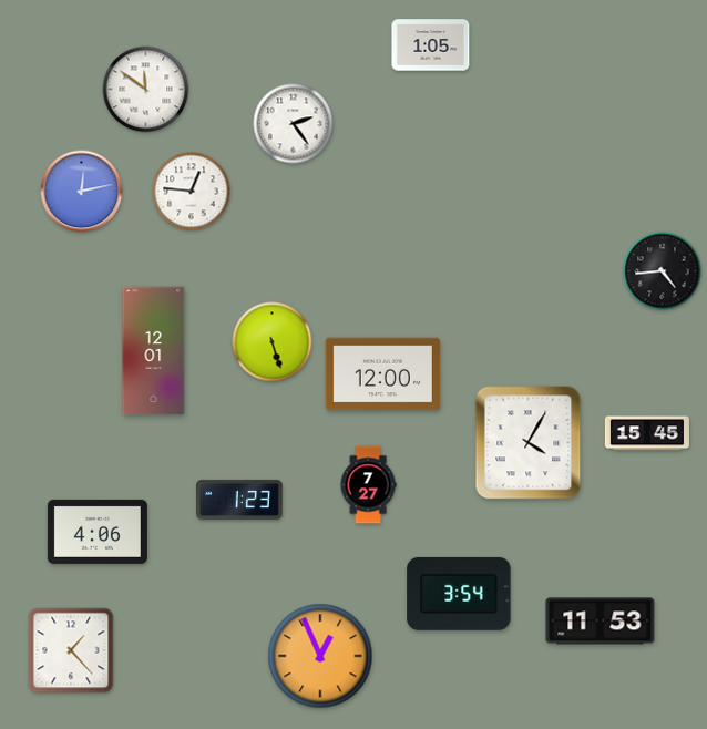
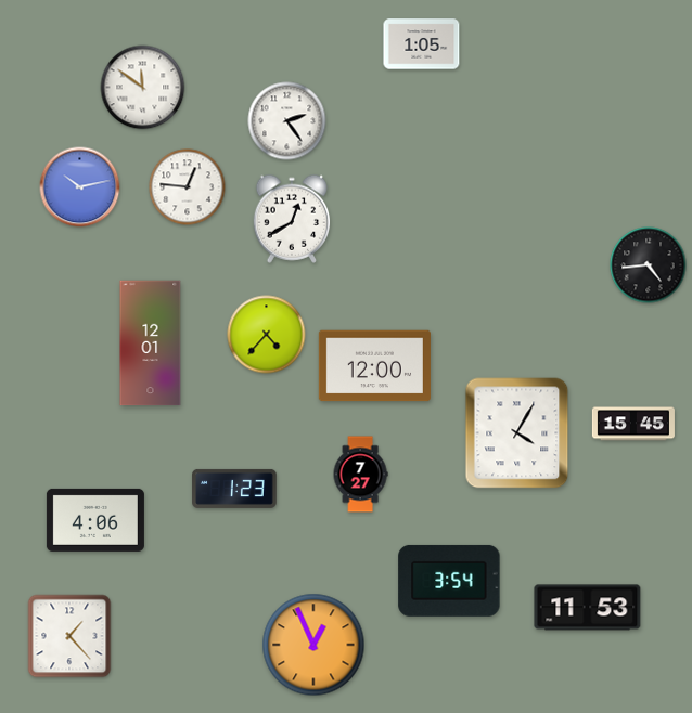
clock at (82, 192): 12:13 -> 10:13
clock at (292, 219): none -> 12:40
clock at (273, 342): 5:27 -> 4:37
clock at (320, 656) position: (320, 656) -> (313, 645)
